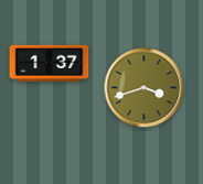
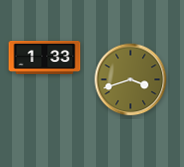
clock at (50, 63): 1:37 -> 1:33
